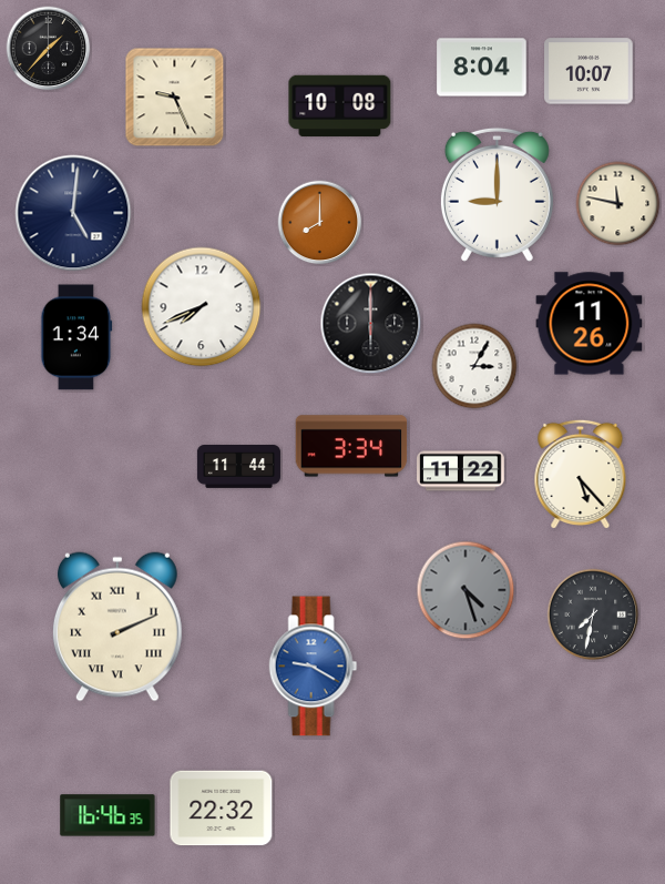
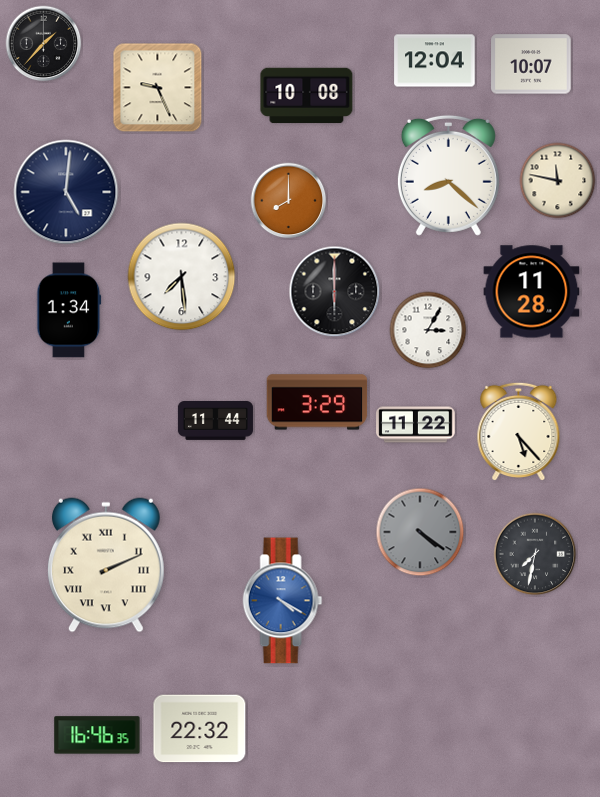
clock at (482, 68): 8:04 -> 12:04
clock at (497, 194): 9:00 -> 8:22
clock at (618, 204) position: (618, 204) -> (558, 181)
clock at (202, 307): 7:41 -> 7:29
clock at (590, 324): 11:26 -> 11:28
clock at (76, 337) position: (76, 337) -> (69, 310)
clock at (351, 446): 3:34 -> 3:29
clock at (581, 475) position: (581, 475) -> (519, 432)
clock at (465, 590): 4:27 -> 4:21
clock at (314, 667): 9:20 -> 4:20
